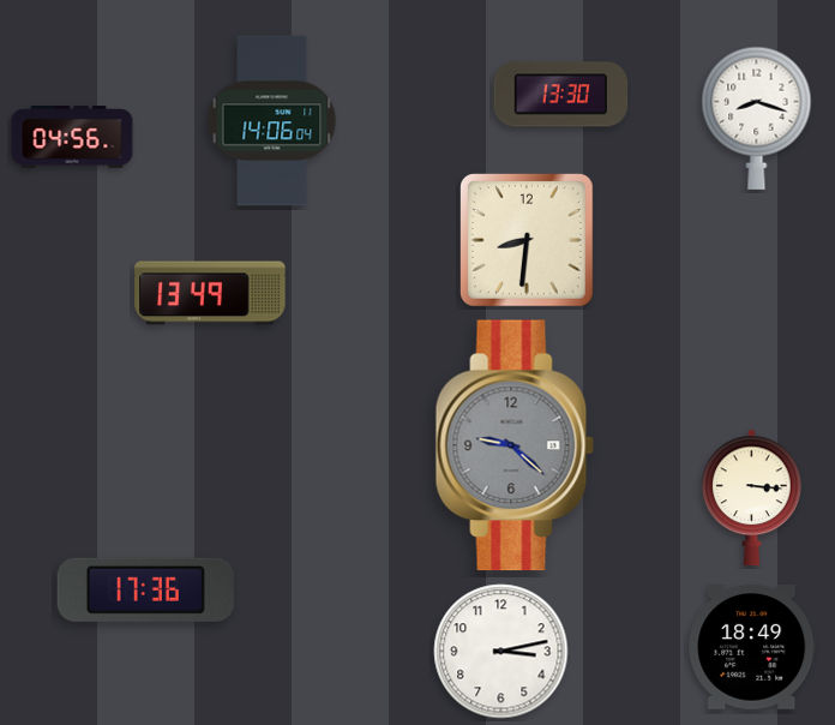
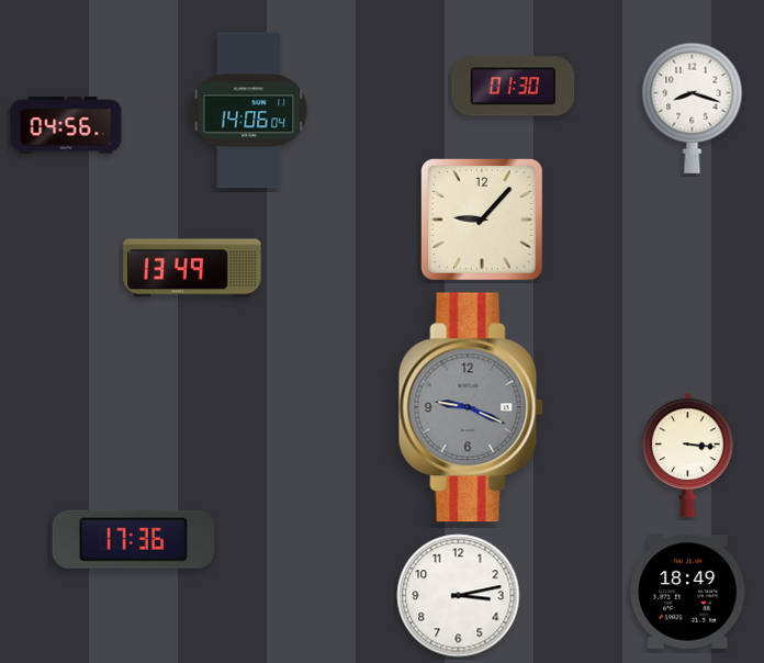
clock at (561, 95): 13:30 -> 01:30
clock at (528, 241): 8:31 -> 9:07
clock at (515, 445): 9:22 -> 9:19
